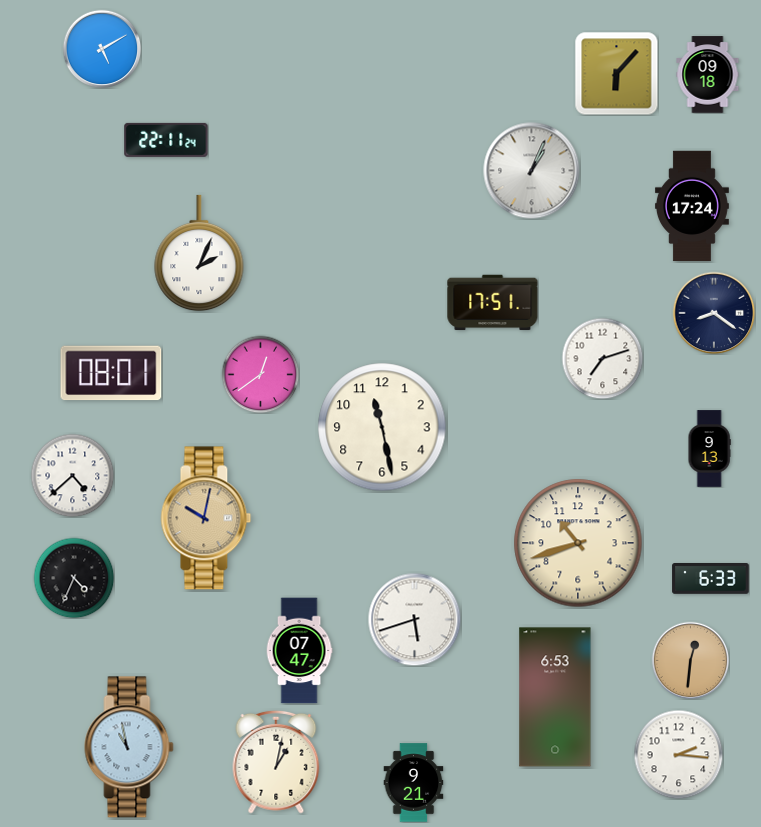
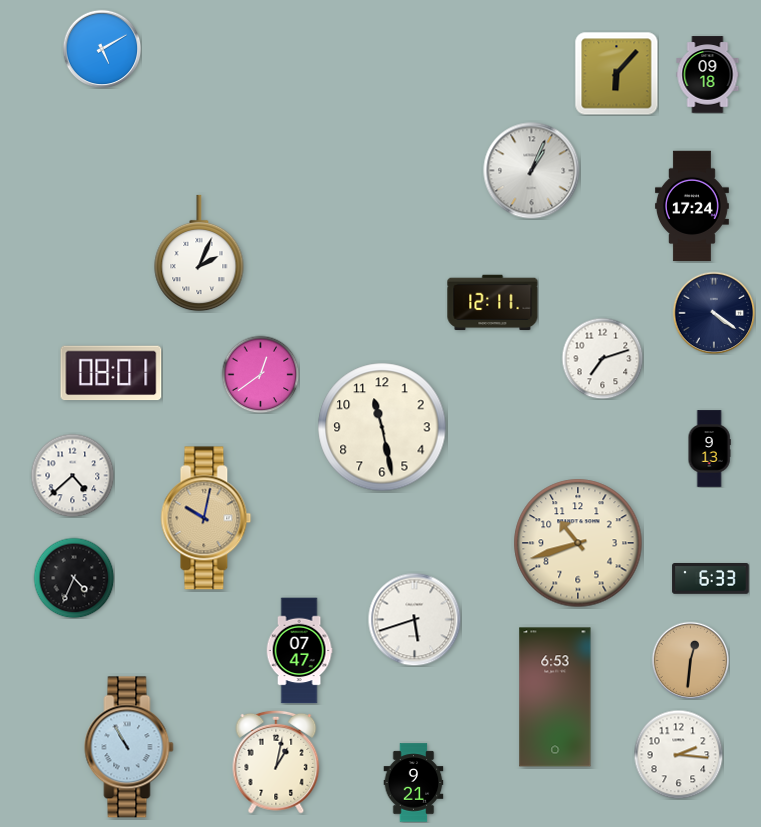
clock at (166, 140): 22:11 -> none
clock at (493, 303): 17:51 -> 12:11
clock at (714, 313): 8:21 -> 4:21
clock at (129, 747): 10:58 -> 10:55
